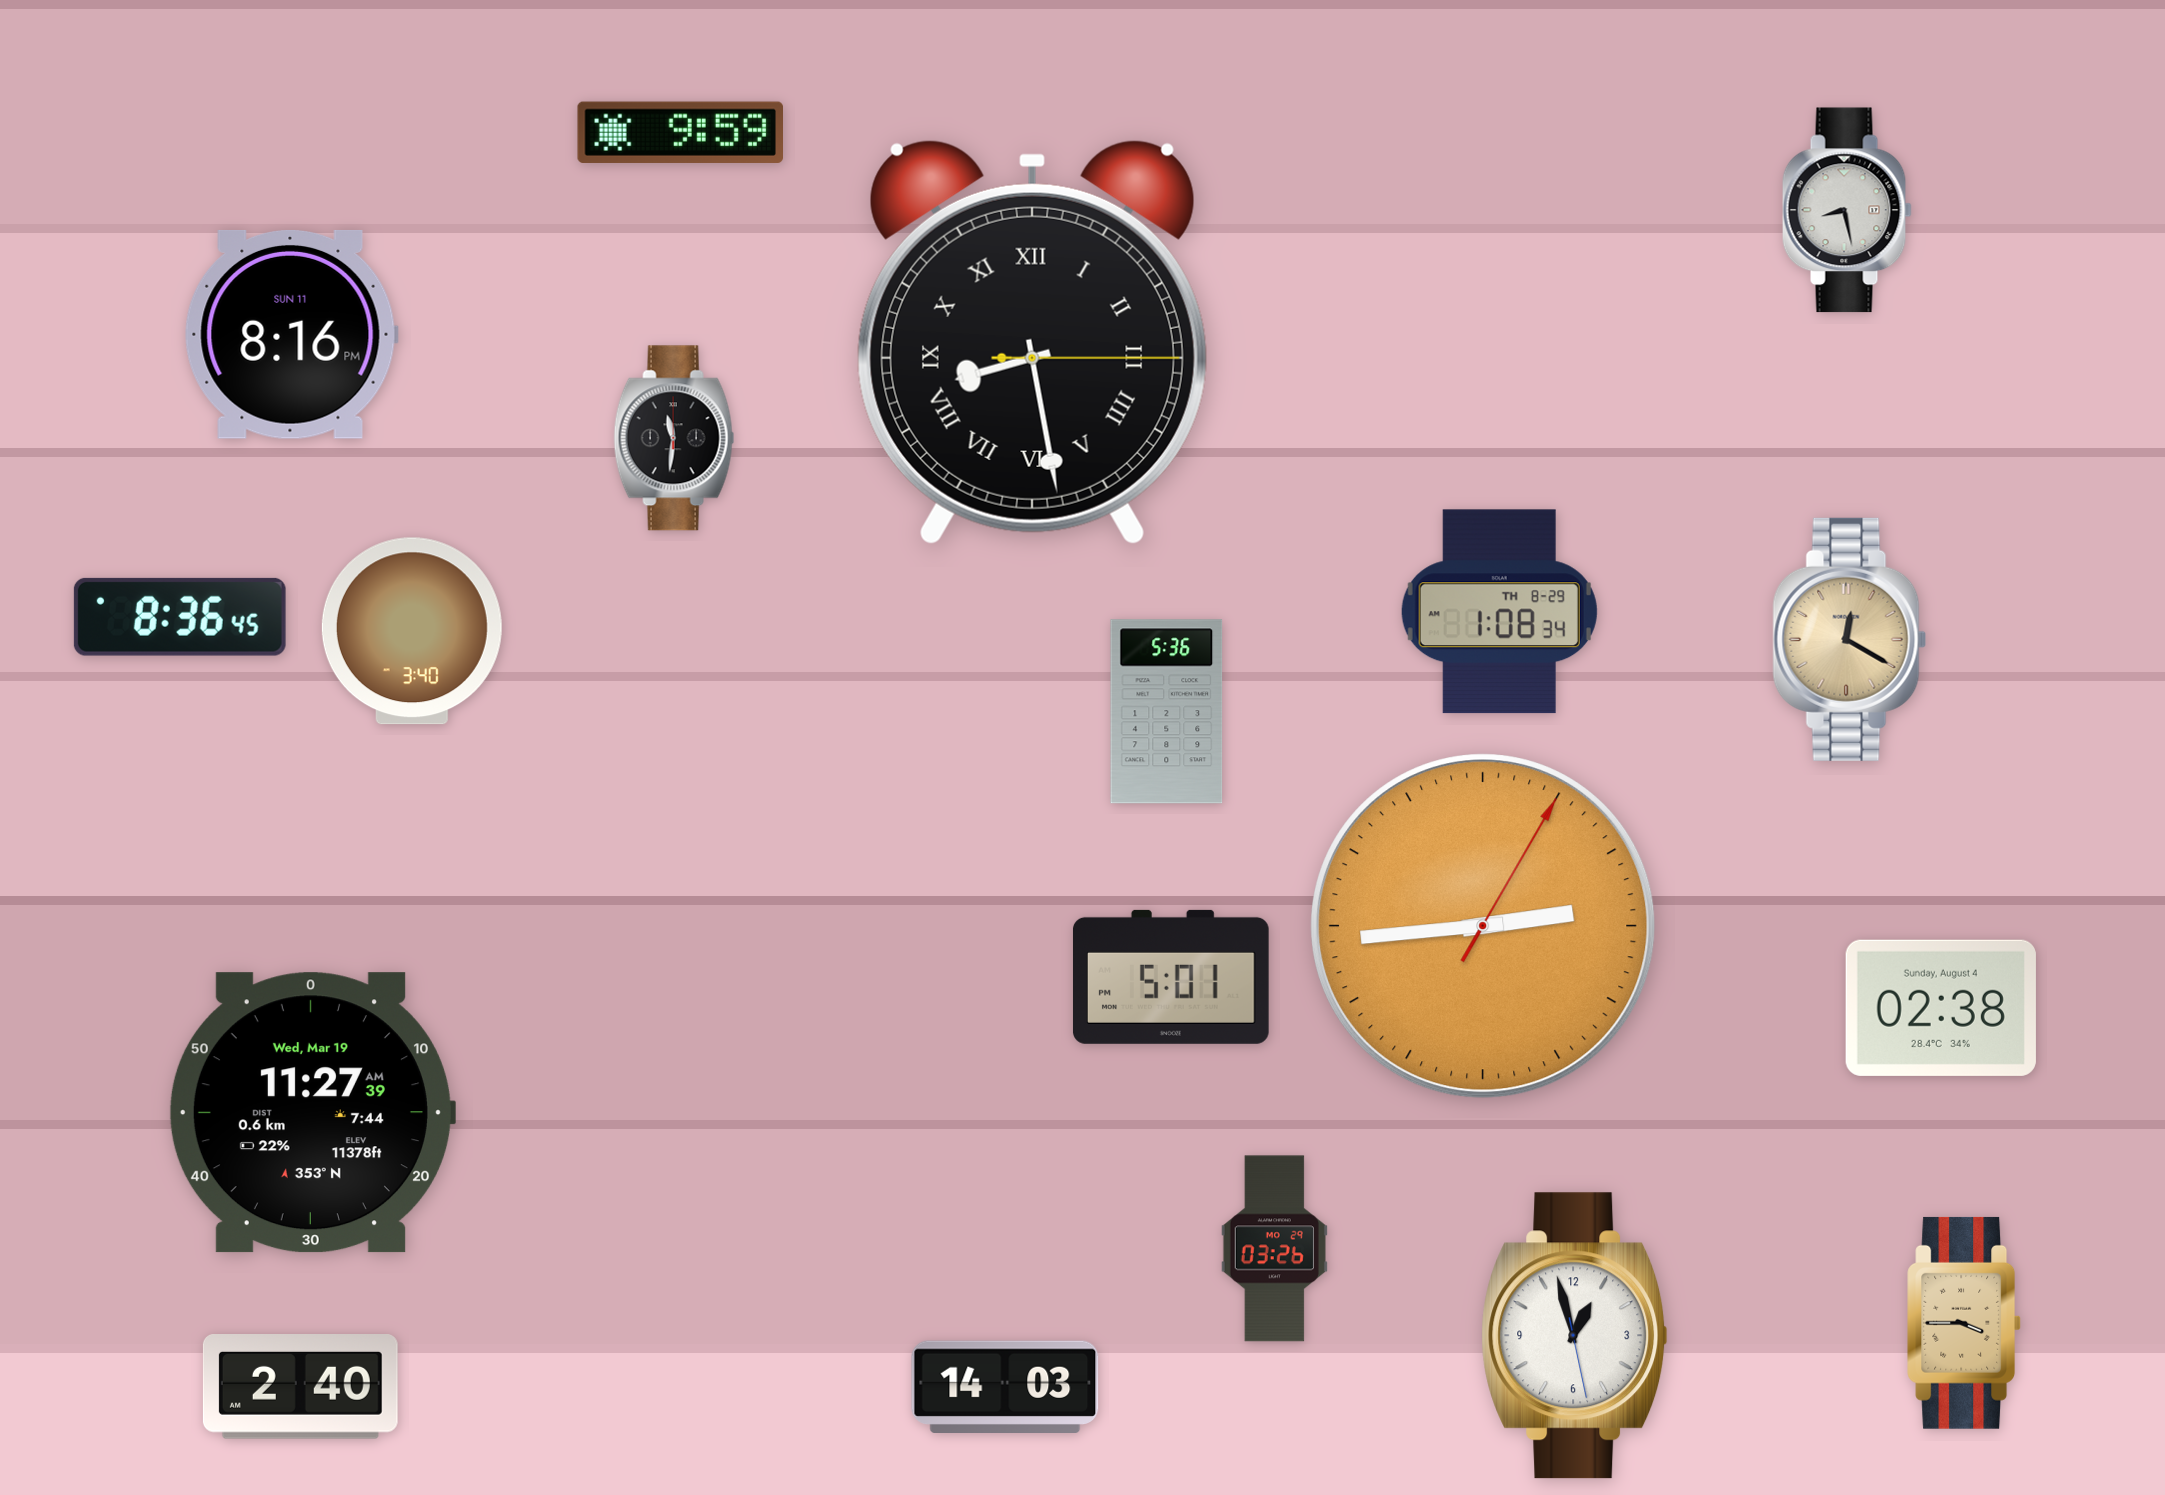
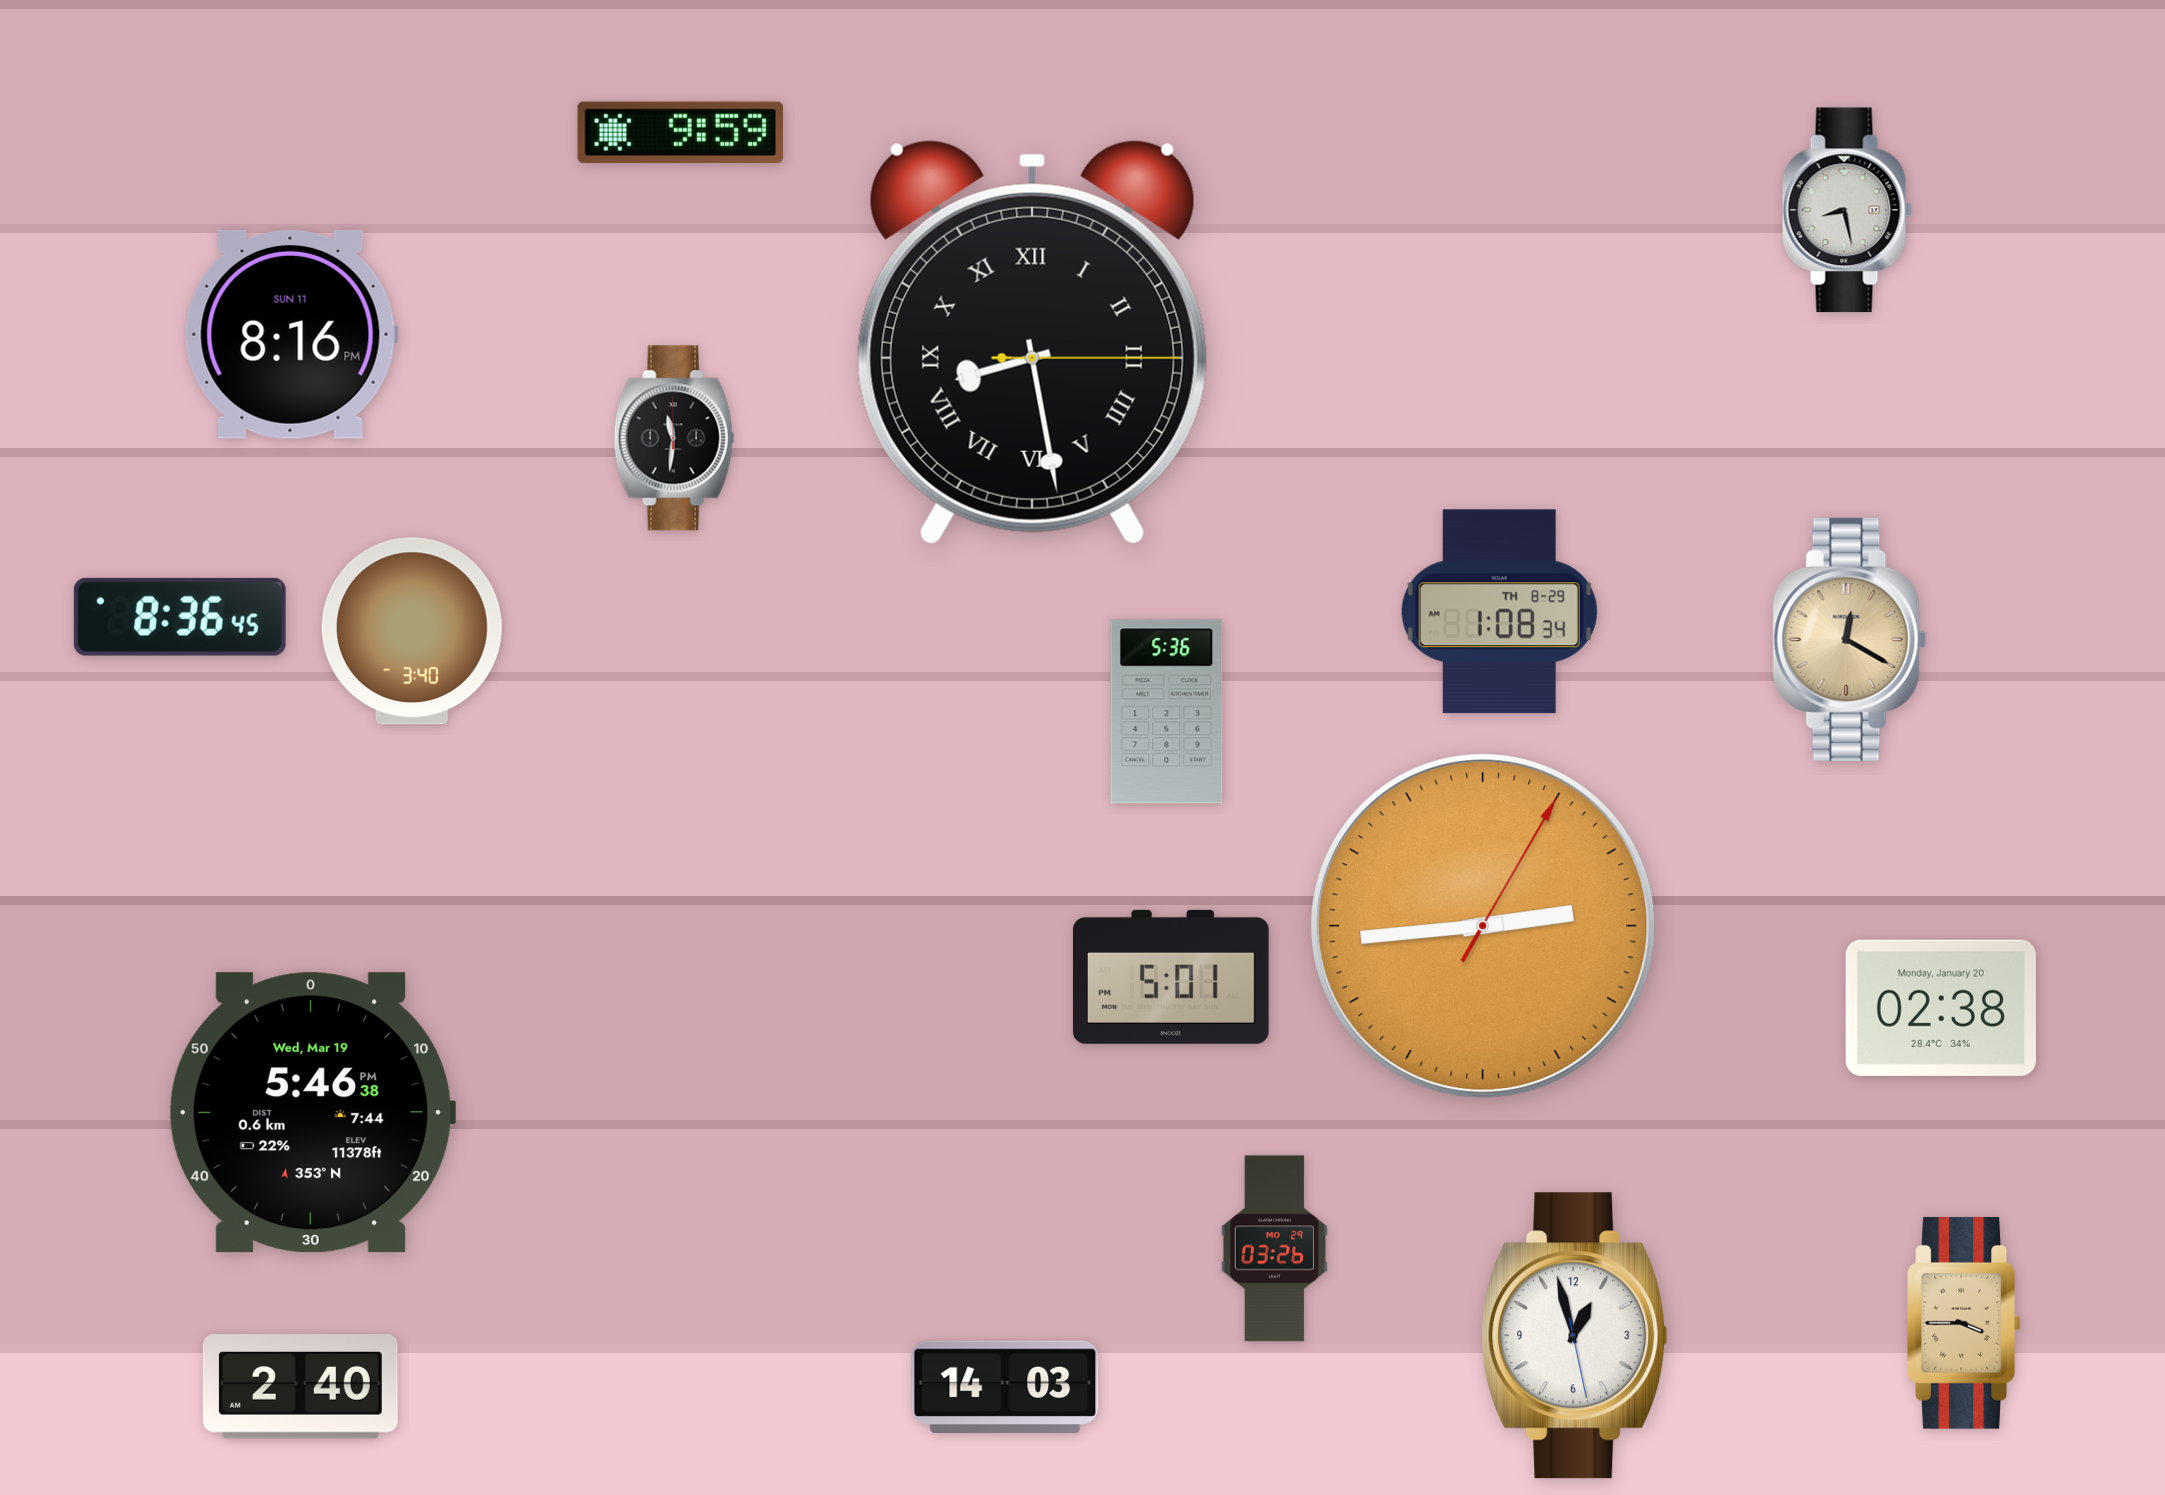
clock at (1941, 1008) date: Sunday, August 4 -> Monday, January 20
clock at (311, 1113): 11:27 -> 5:46
